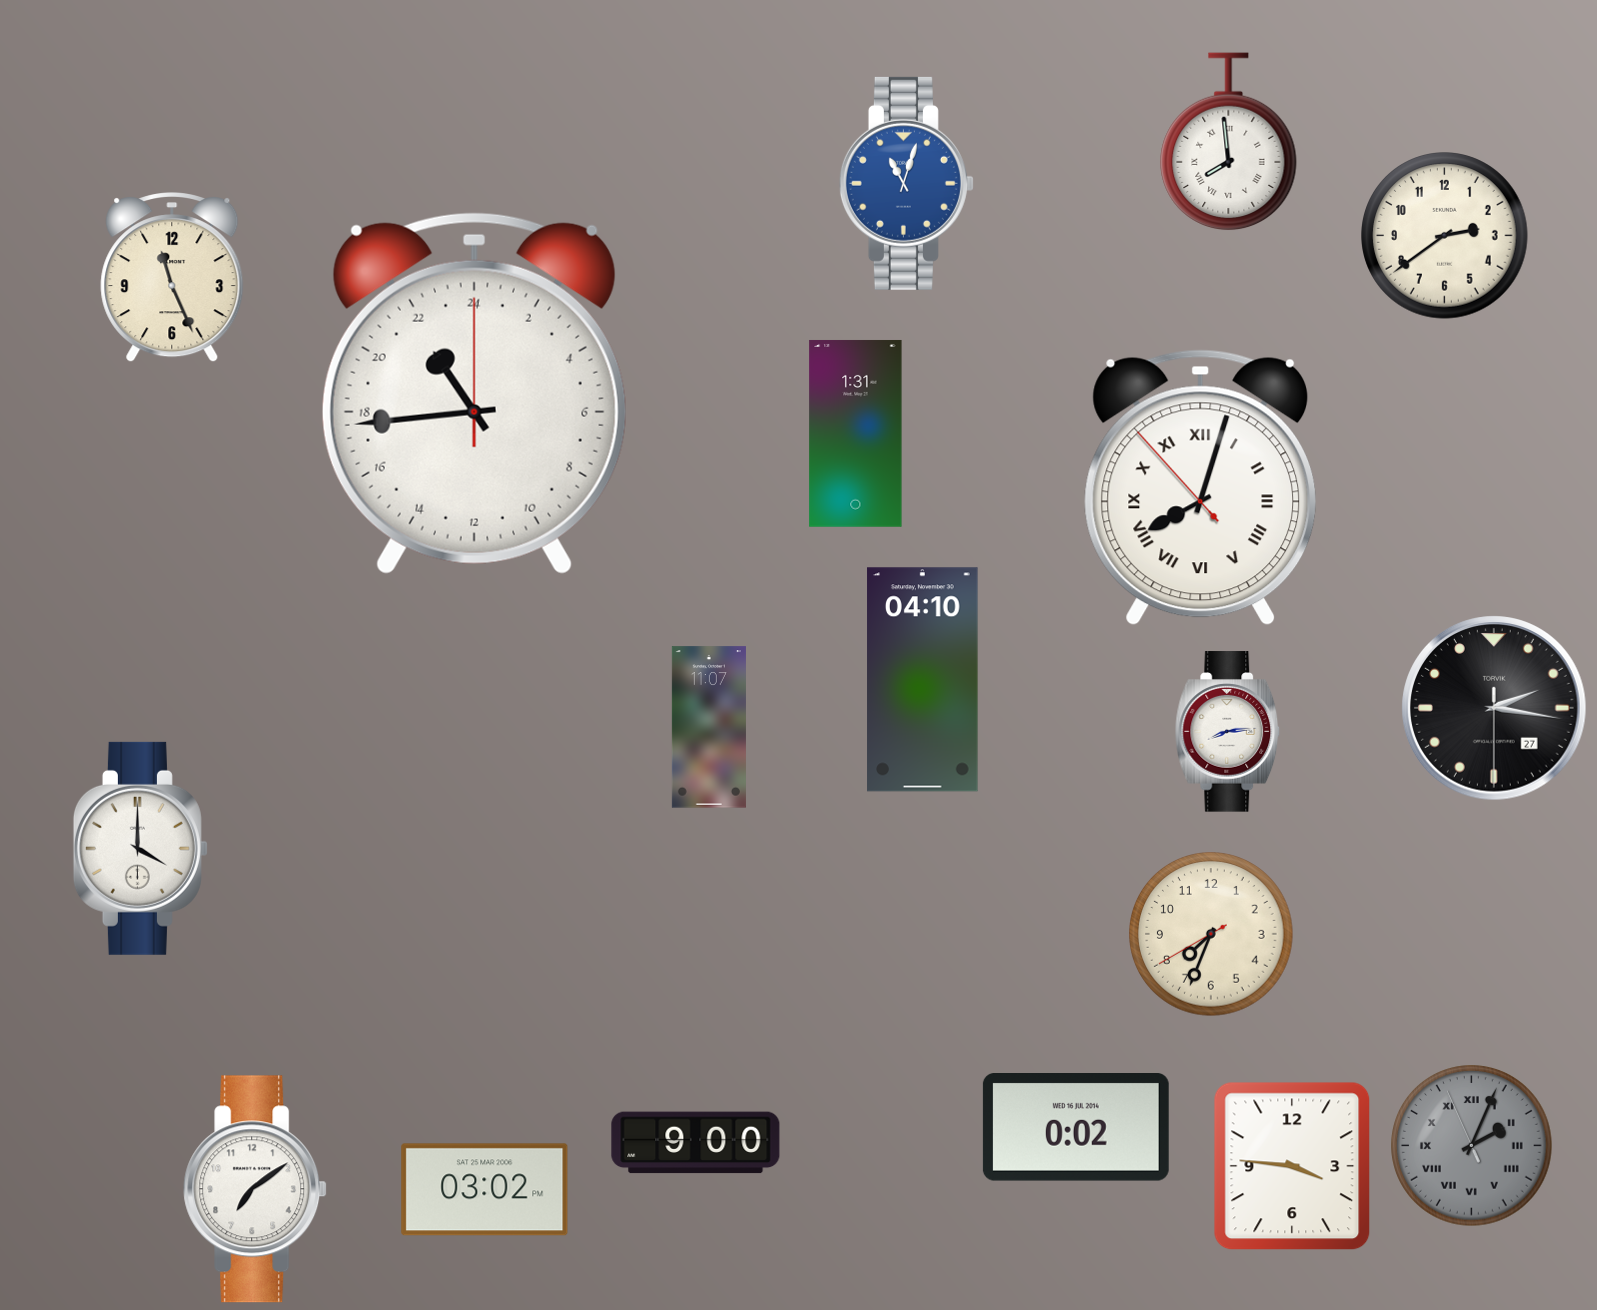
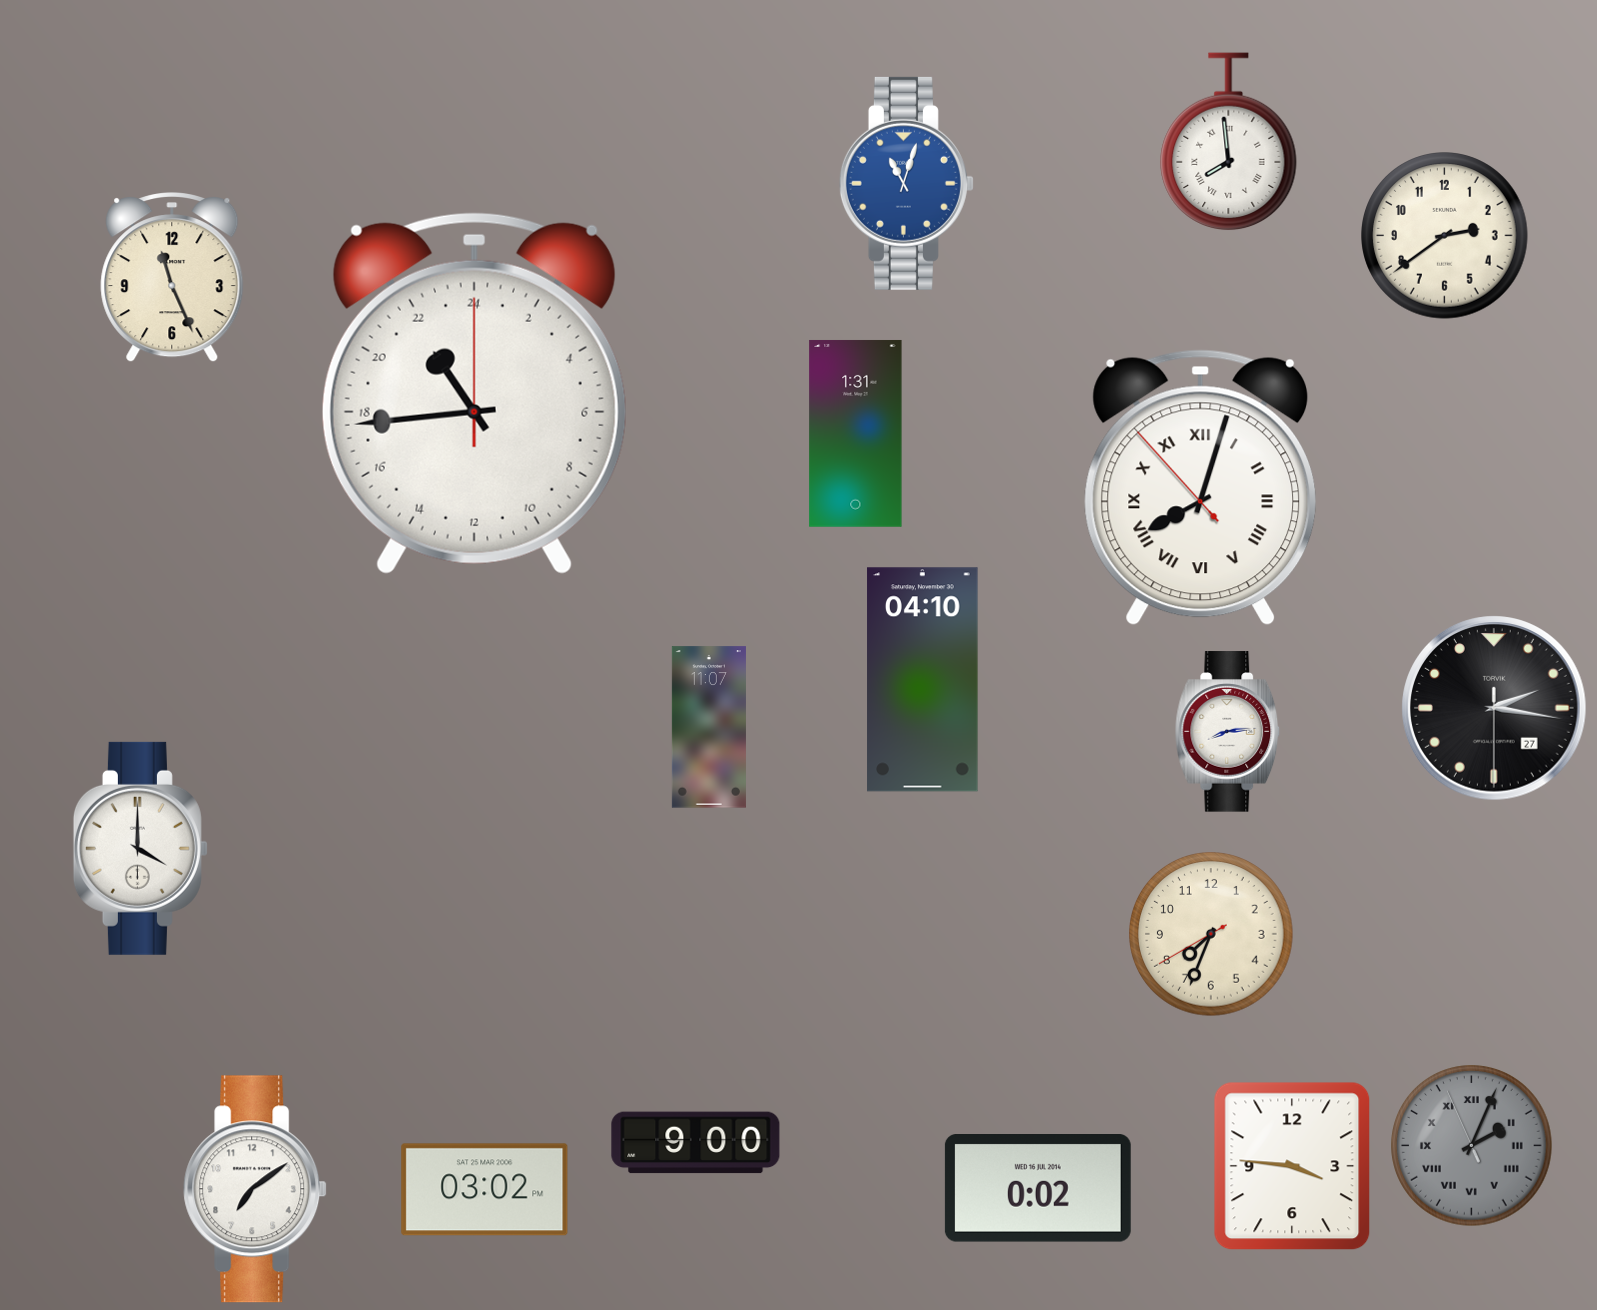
clock at (1076, 1128) position: (1076, 1128) -> (1038, 1189)
